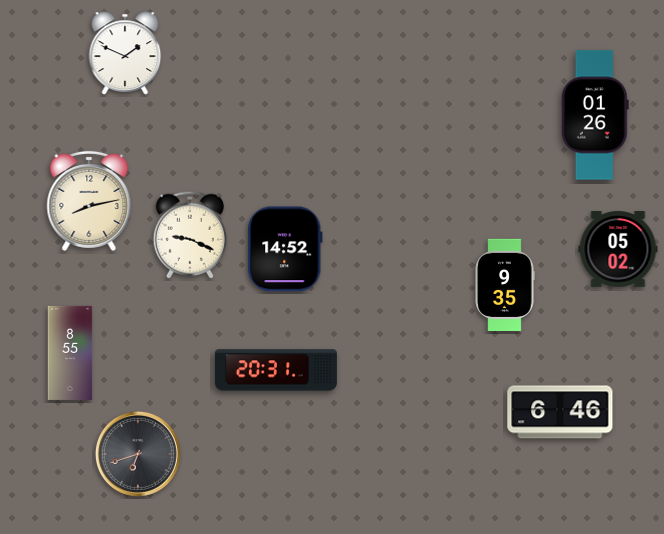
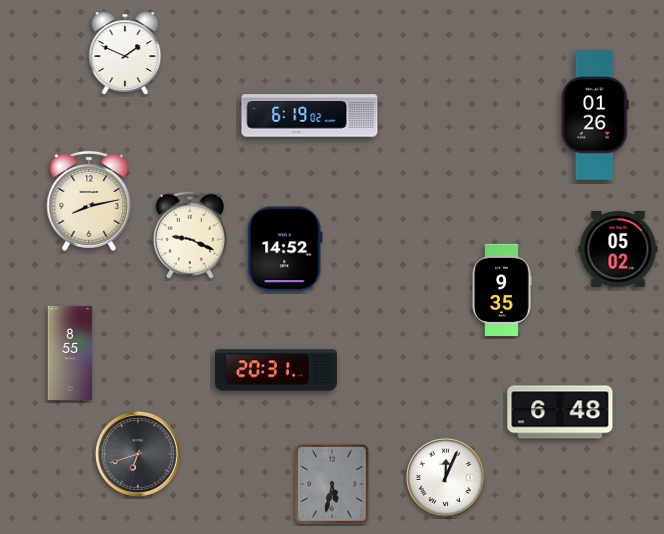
clock at (310, 116): none -> 6:19
clock at (505, 284) position: (505, 284) -> (502, 289)
clock at (560, 412): 6:46 -> 6:48
clock at (446, 478): none -> 12:04
clock at (332, 484): none -> 5:32
